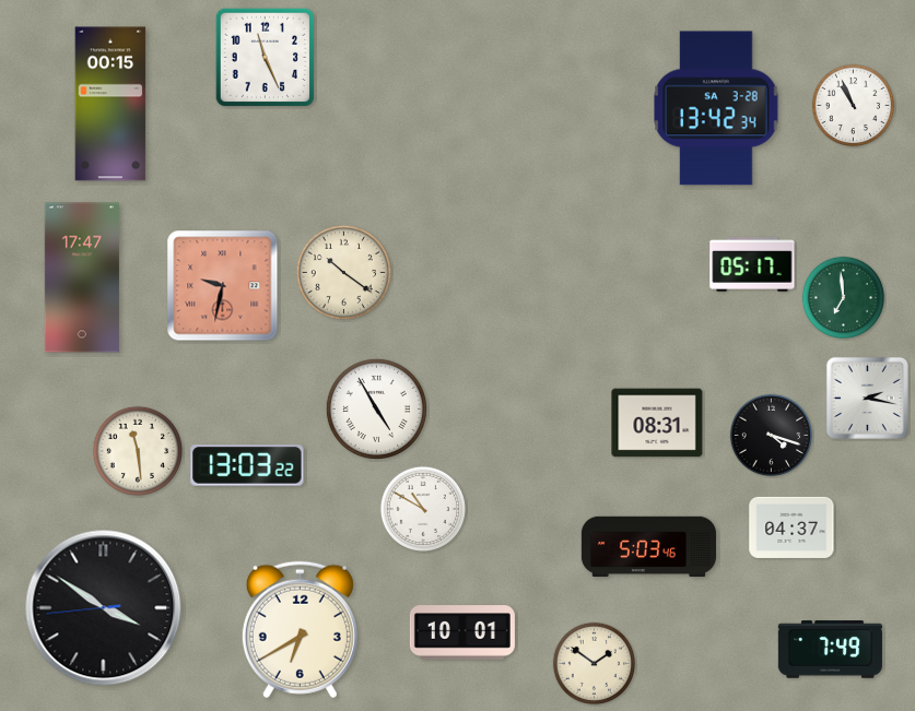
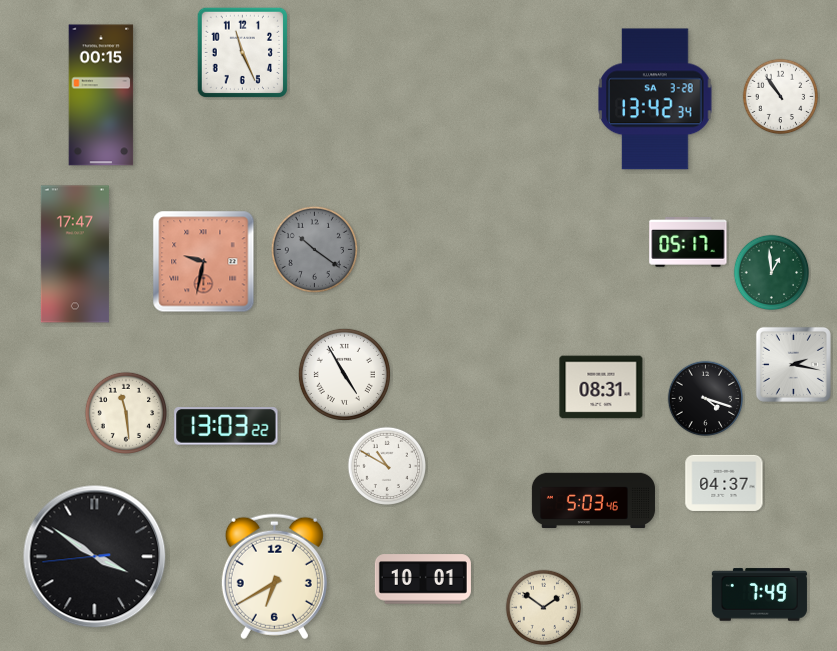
clock at (854, 106): 10:56 -> 10:54
clock at (343, 272) dial: cream -> grey
clock at (844, 298): 6:59 -> 12:59
